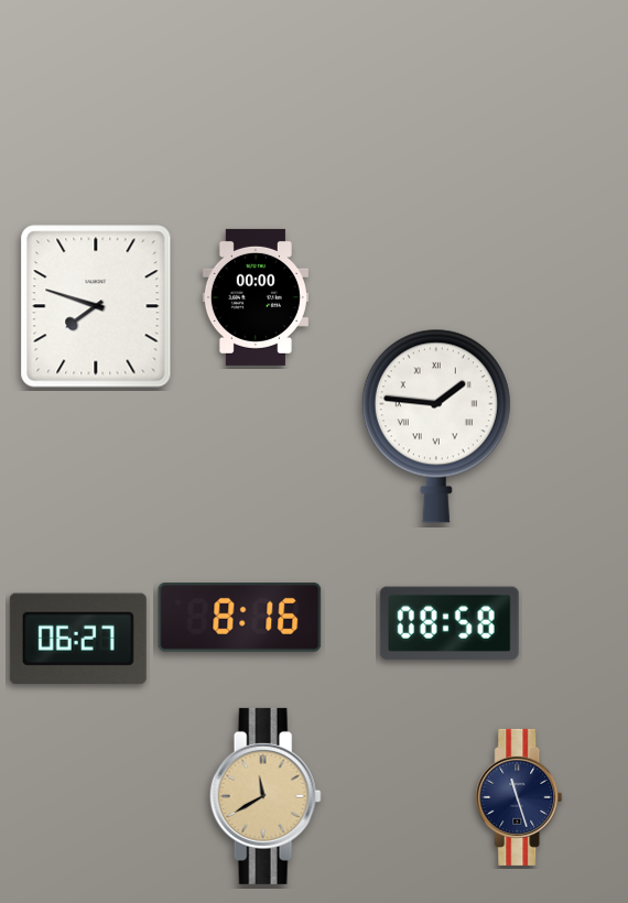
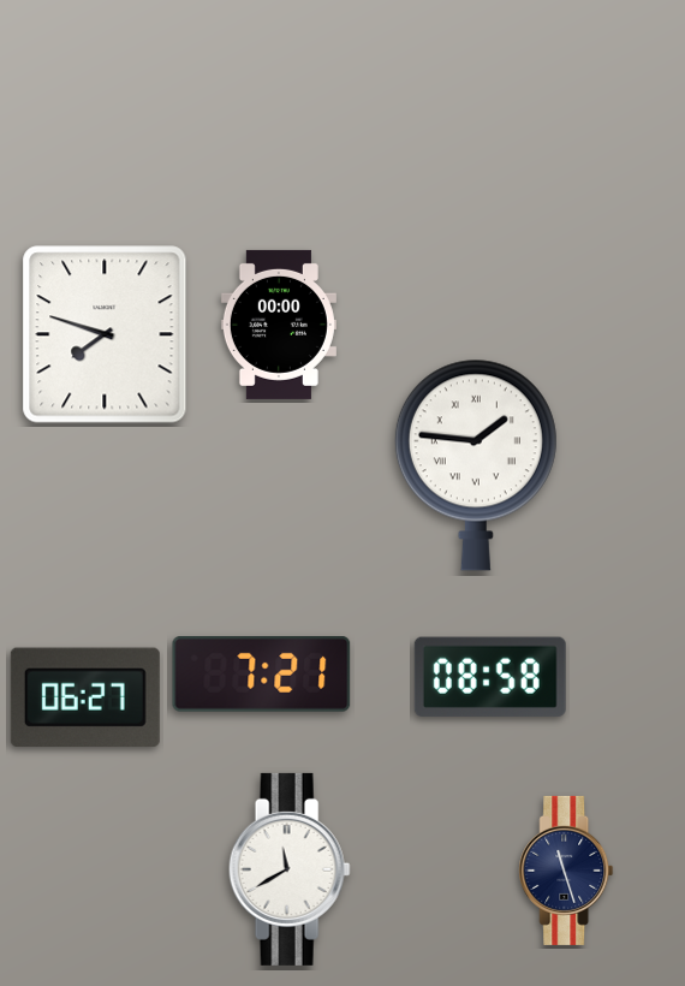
clock at (240, 618): 8:16 -> 7:21
clock at (450, 623) position: (450, 623) -> (490, 677)
clock at (266, 796) dial: champagne -> white
